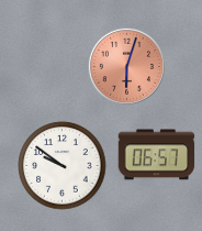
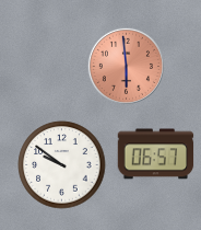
clock at (126, 66): 6:03 -> 5:59
